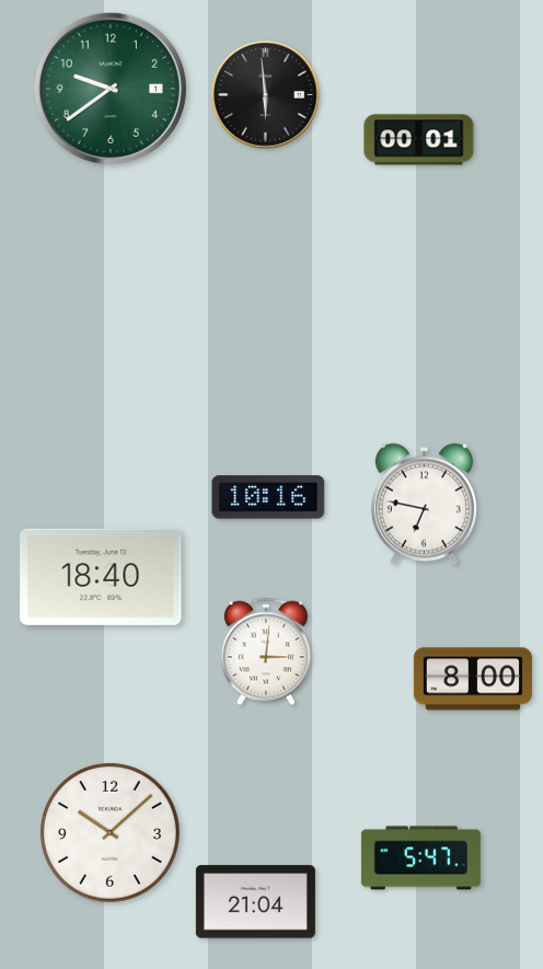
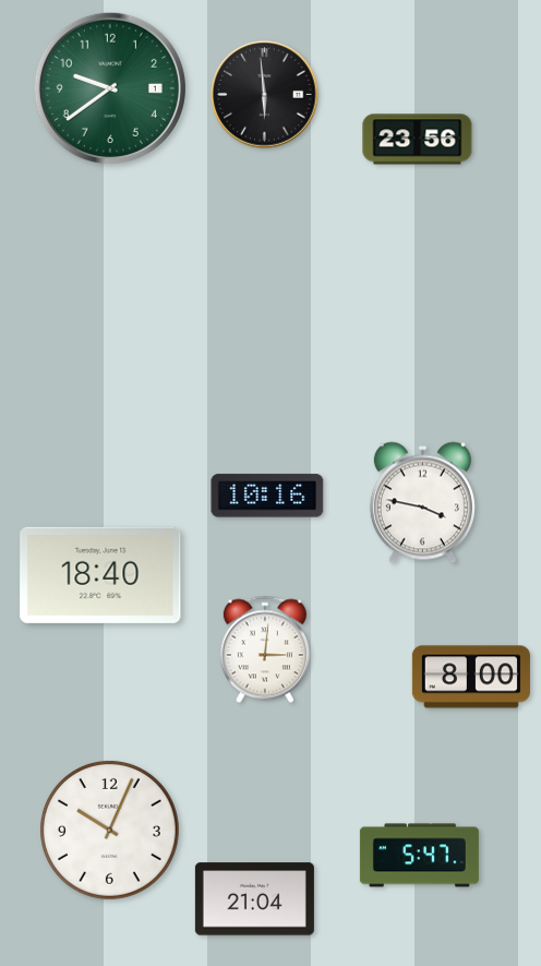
clock at (419, 140): 00:01 -> 23:56
clock at (424, 505): 6:47 -> 3:47
clock at (111, 833): 10:08 -> 10:04
